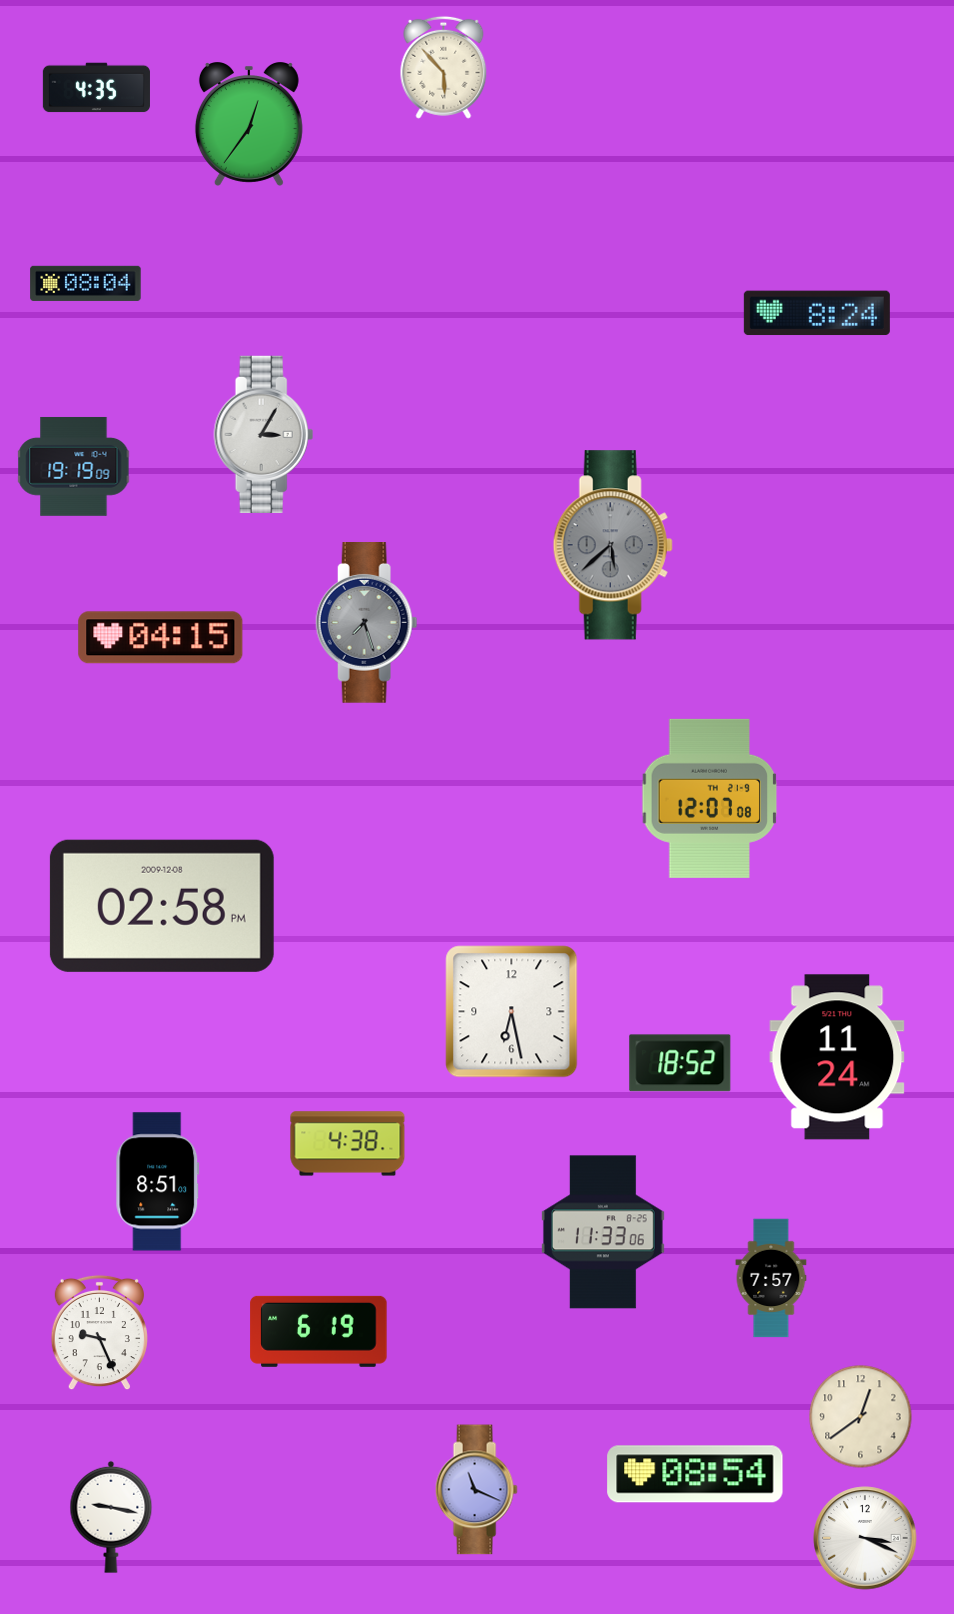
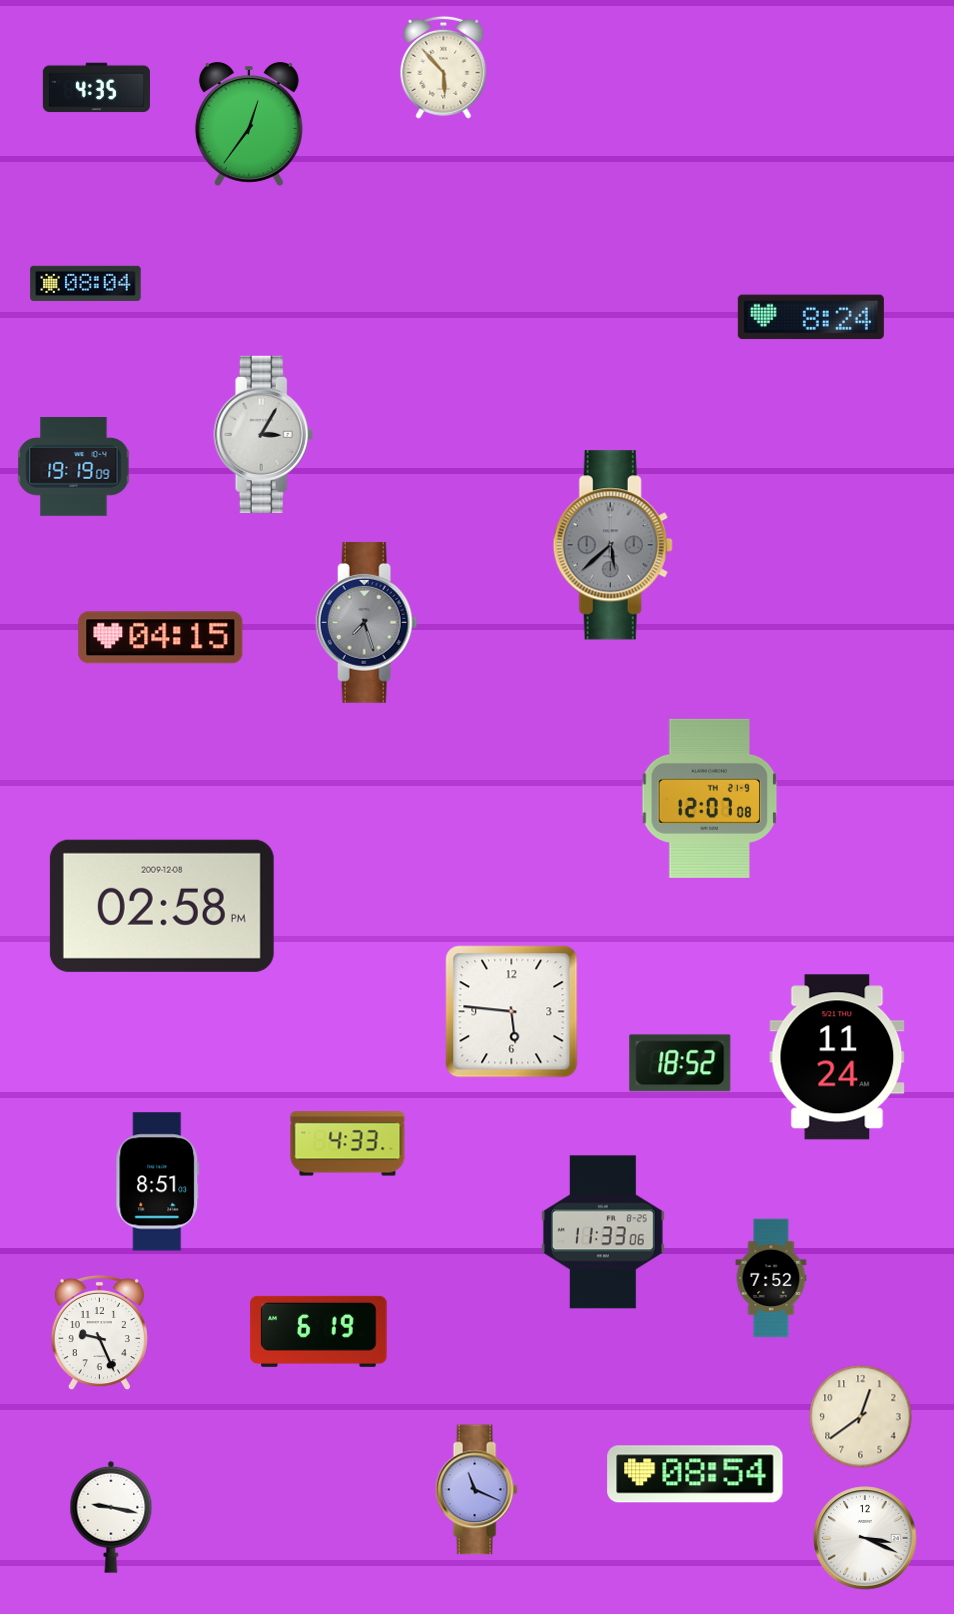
clock at (817, 313) position: (817, 313) -> (811, 317)
clock at (512, 1012): 6:28 -> 5:46
clock at (348, 1144): 4:38 -> 4:33
clock at (771, 1278): 7:57 -> 7:52
